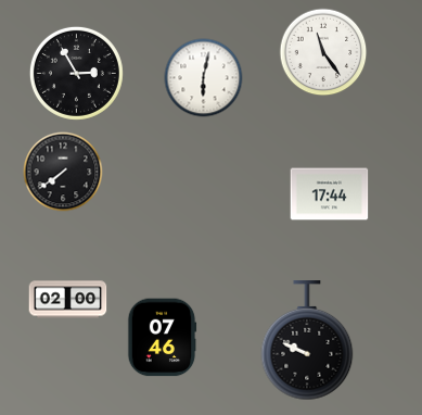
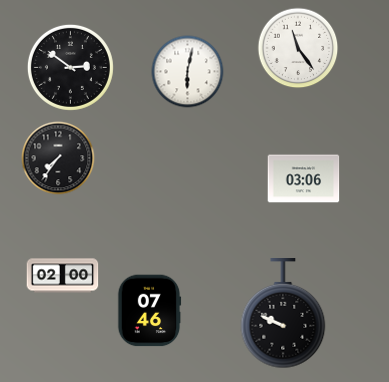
clock at (76, 73): 2:55 -> 2:51
clock at (63, 172): 7:39 -> 7:36
clock at (330, 194): 17:44 -> 03:06
